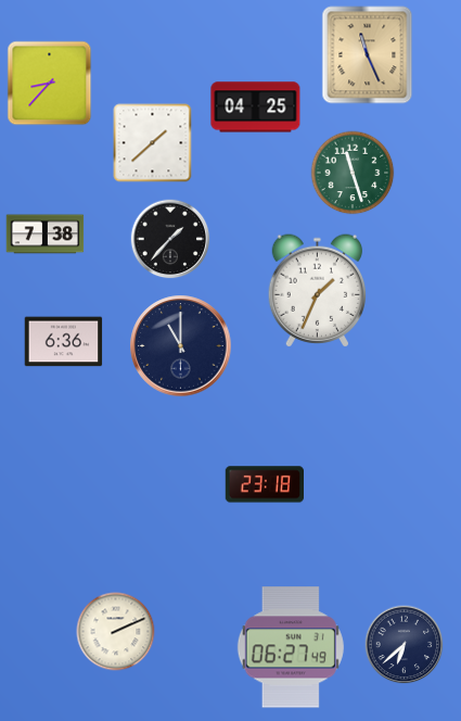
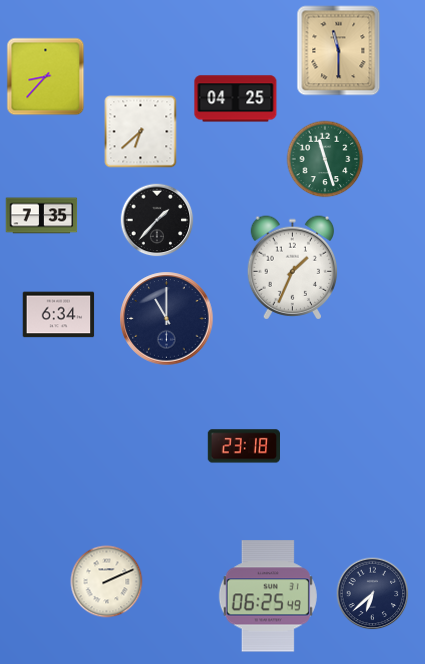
clock at (368, 55): 11:26 -> 11:30
clock at (153, 143): 1:38 -> 6:38
clock at (46, 235): 7:38 -> 7:35
clock at (64, 342): 6:36 -> 6:34
clock at (291, 647): 06:27 -> 06:25
